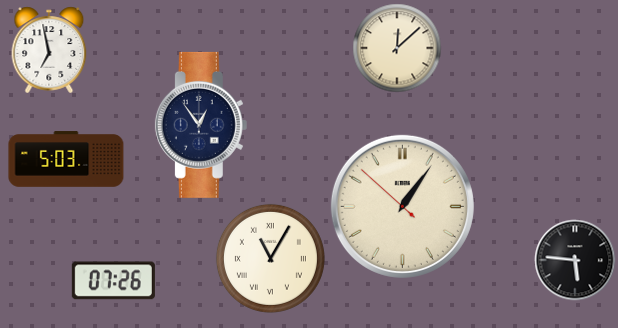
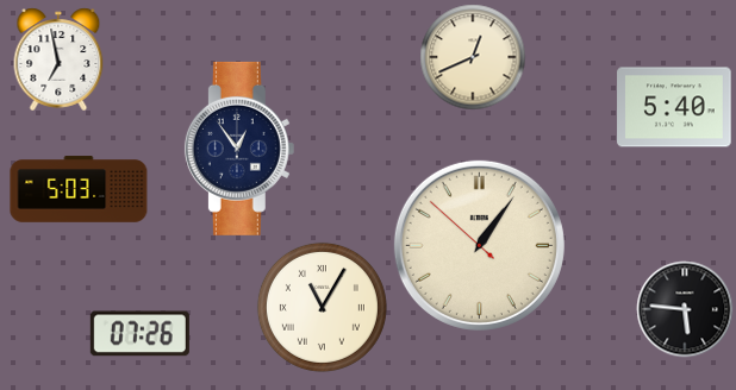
clock at (397, 48): 12:08 -> 12:41
clock at (674, 107): none -> 5:40
clock at (113, 281) position: (113, 281) -> (139, 334)
